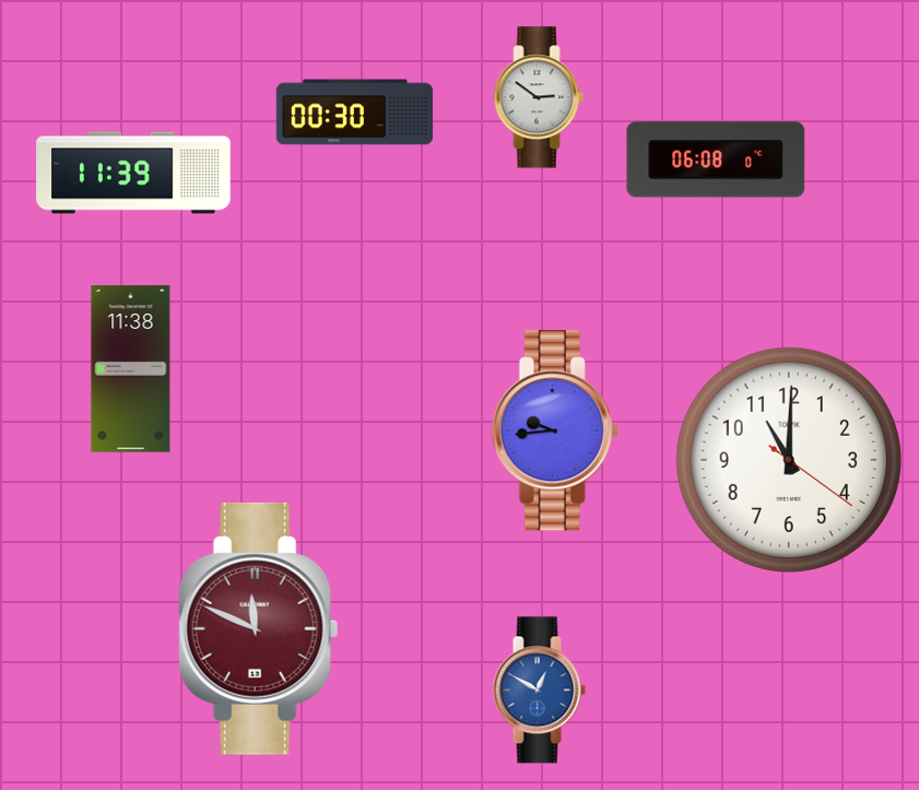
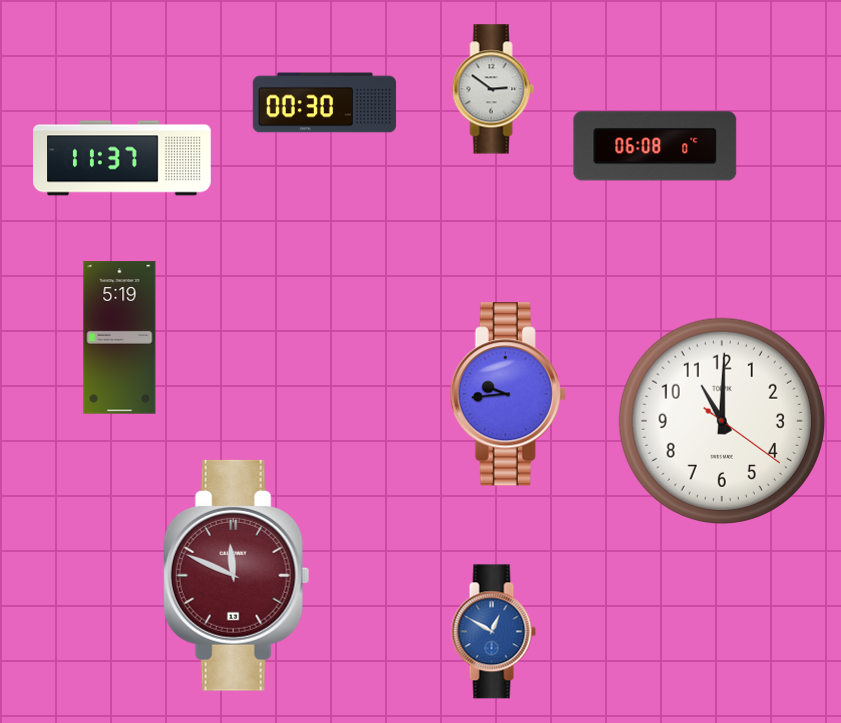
clock at (133, 173): 11:39 -> 11:37
clock at (131, 369): 11:38 -> 5:19
